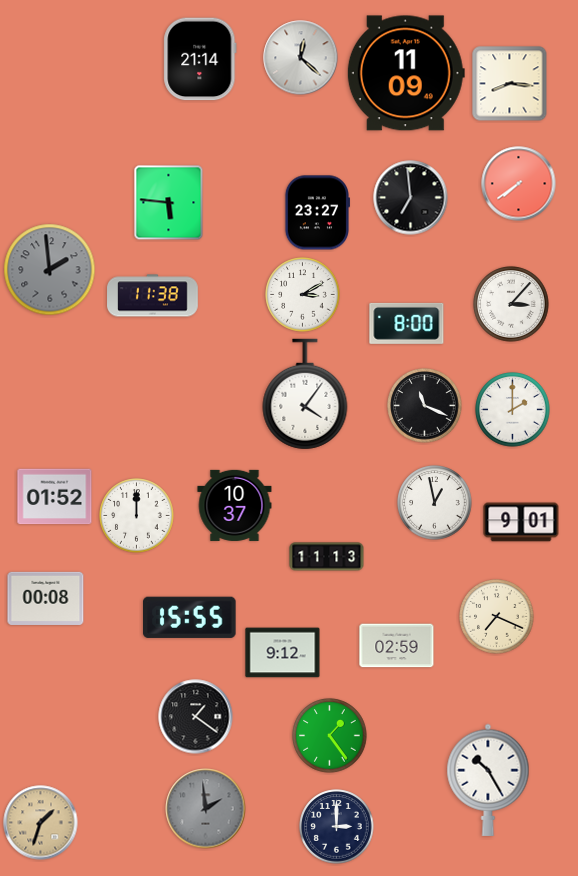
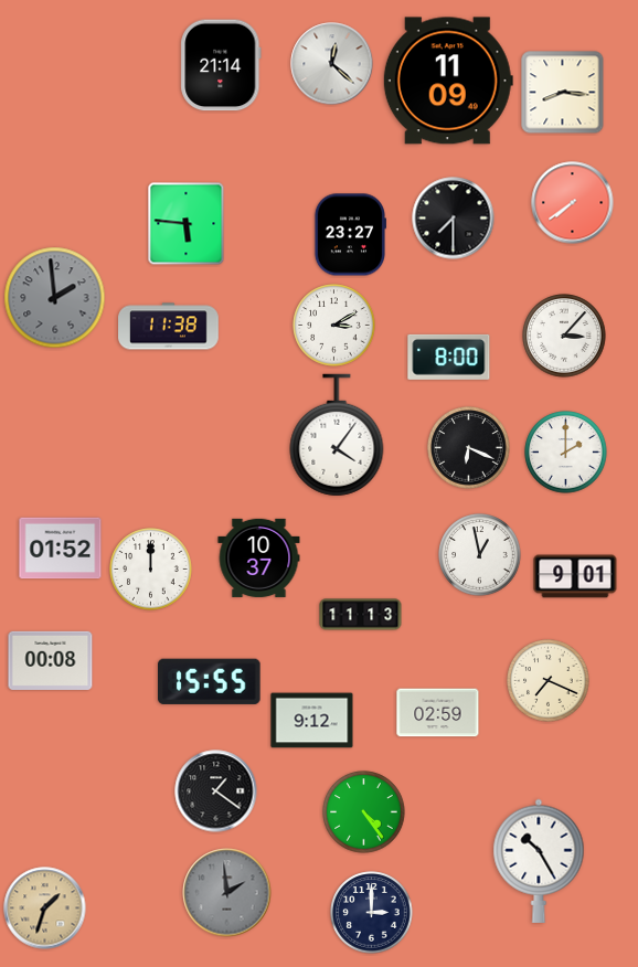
clock at (411, 198): 6:59 -> 7:30
clock at (425, 406): 11:19 -> 6:19
clock at (330, 736): 1:24 -> 4:24
